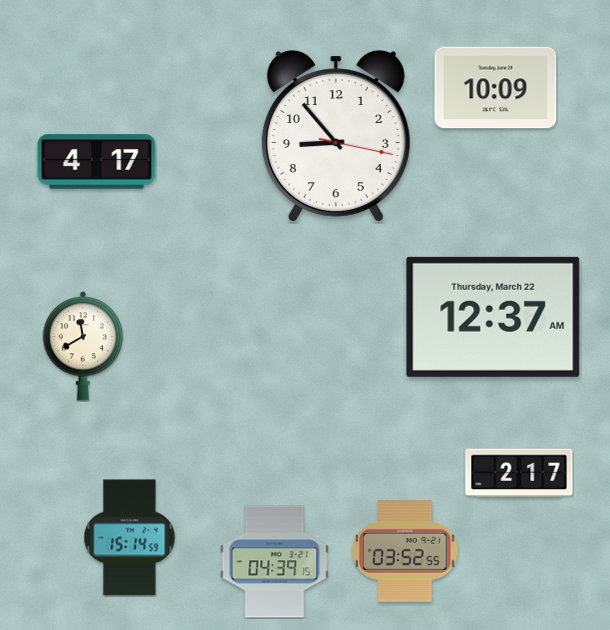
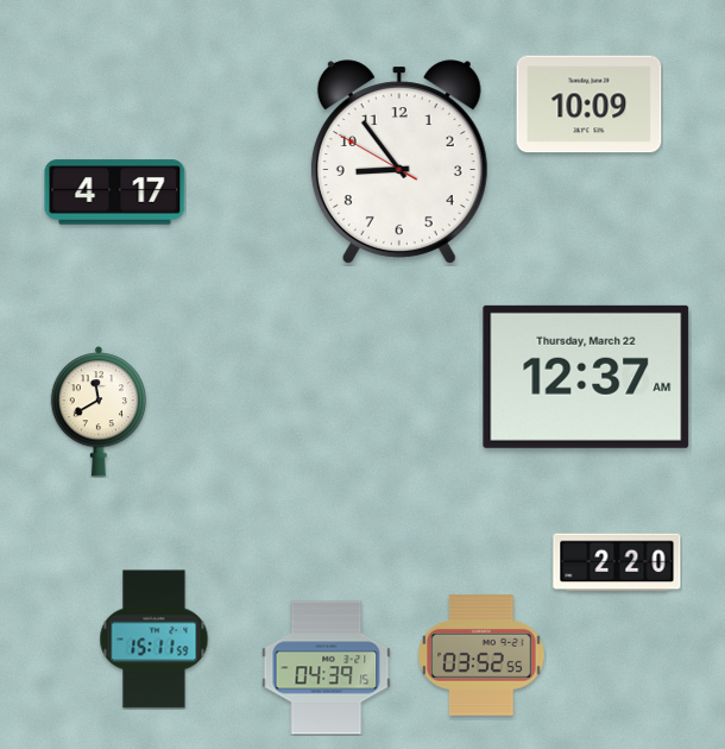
clock at (336, 136): 8:53:17 -> 8:53:50
clock at (519, 473): 2:17 -> 2:20
clock at (130, 538): 15:14 -> 15:11
